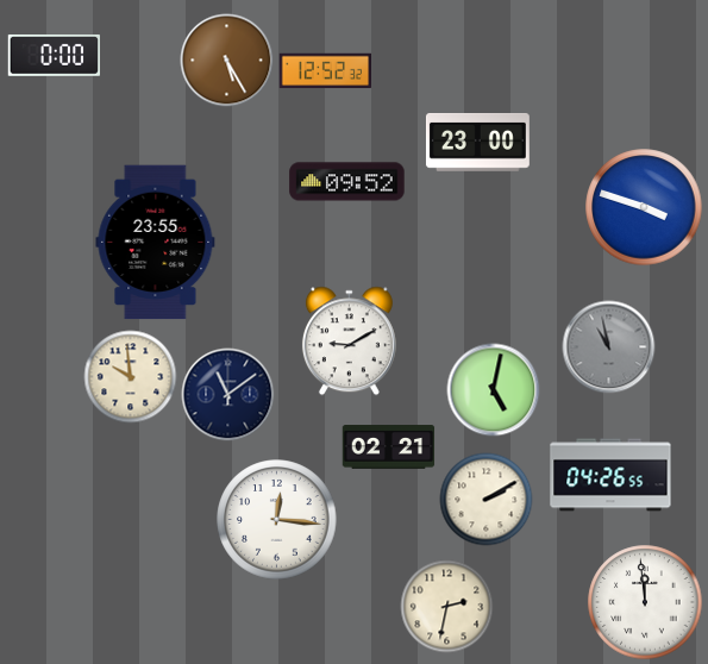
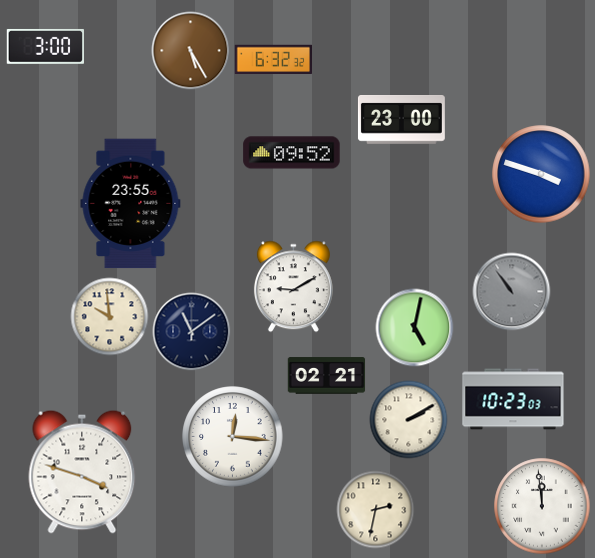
clock at (54, 56): 0:00 -> 3:00
clock at (325, 71): 12:52 -> 6:32
clock at (608, 346): 10:58 -> 10:54
clock at (610, 475): 04:26 -> 10:23
clock at (82, 472): none -> 3:48
